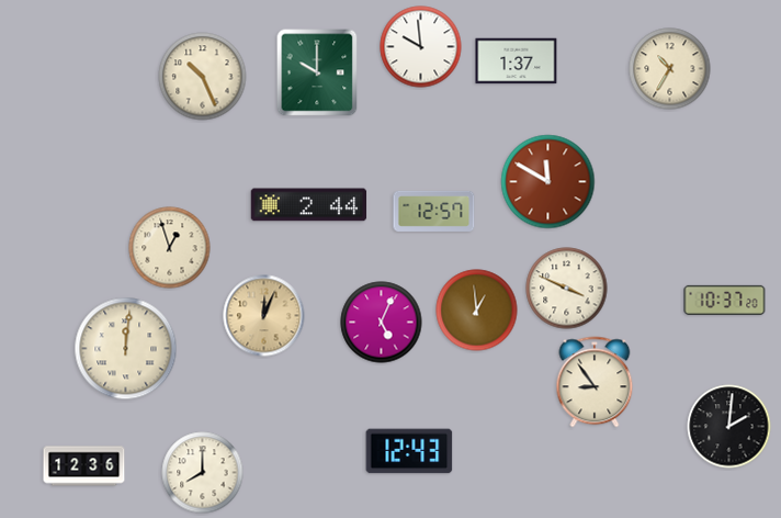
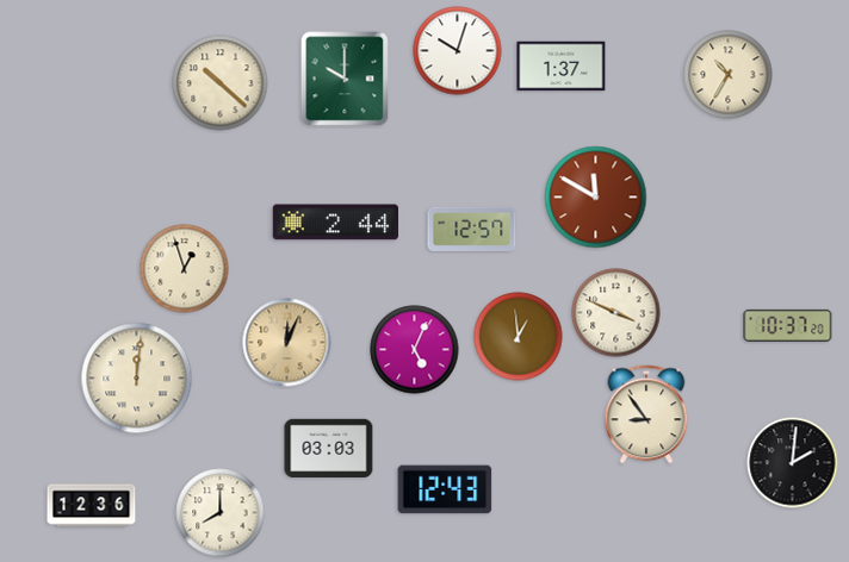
clock at (421, 47): 9:59 -> 10:03
clock at (203, 77): 10:26 -> 10:22
clock at (329, 448): none -> 03:03
